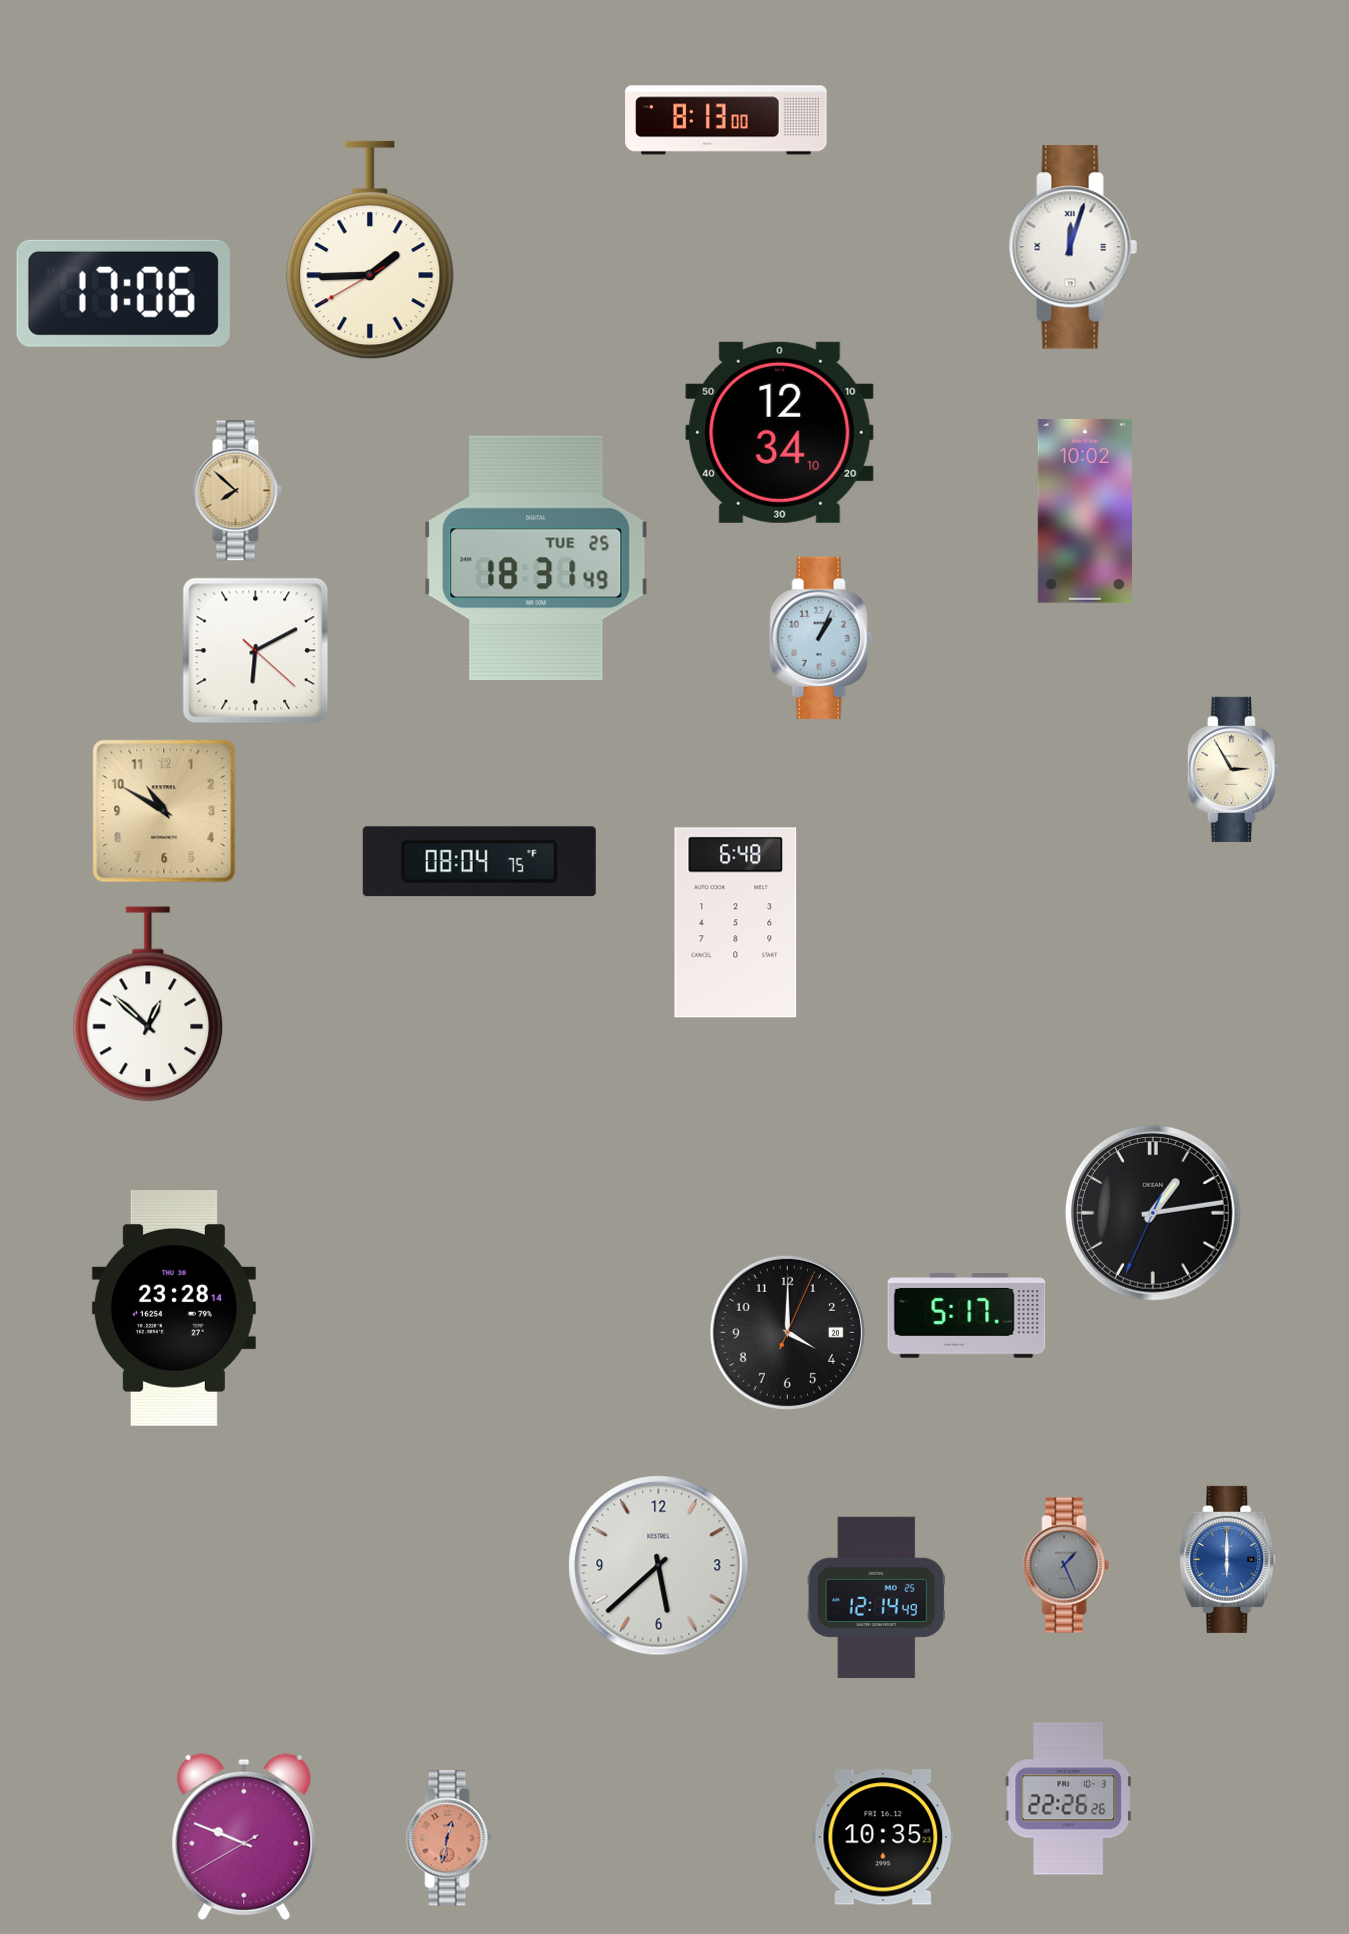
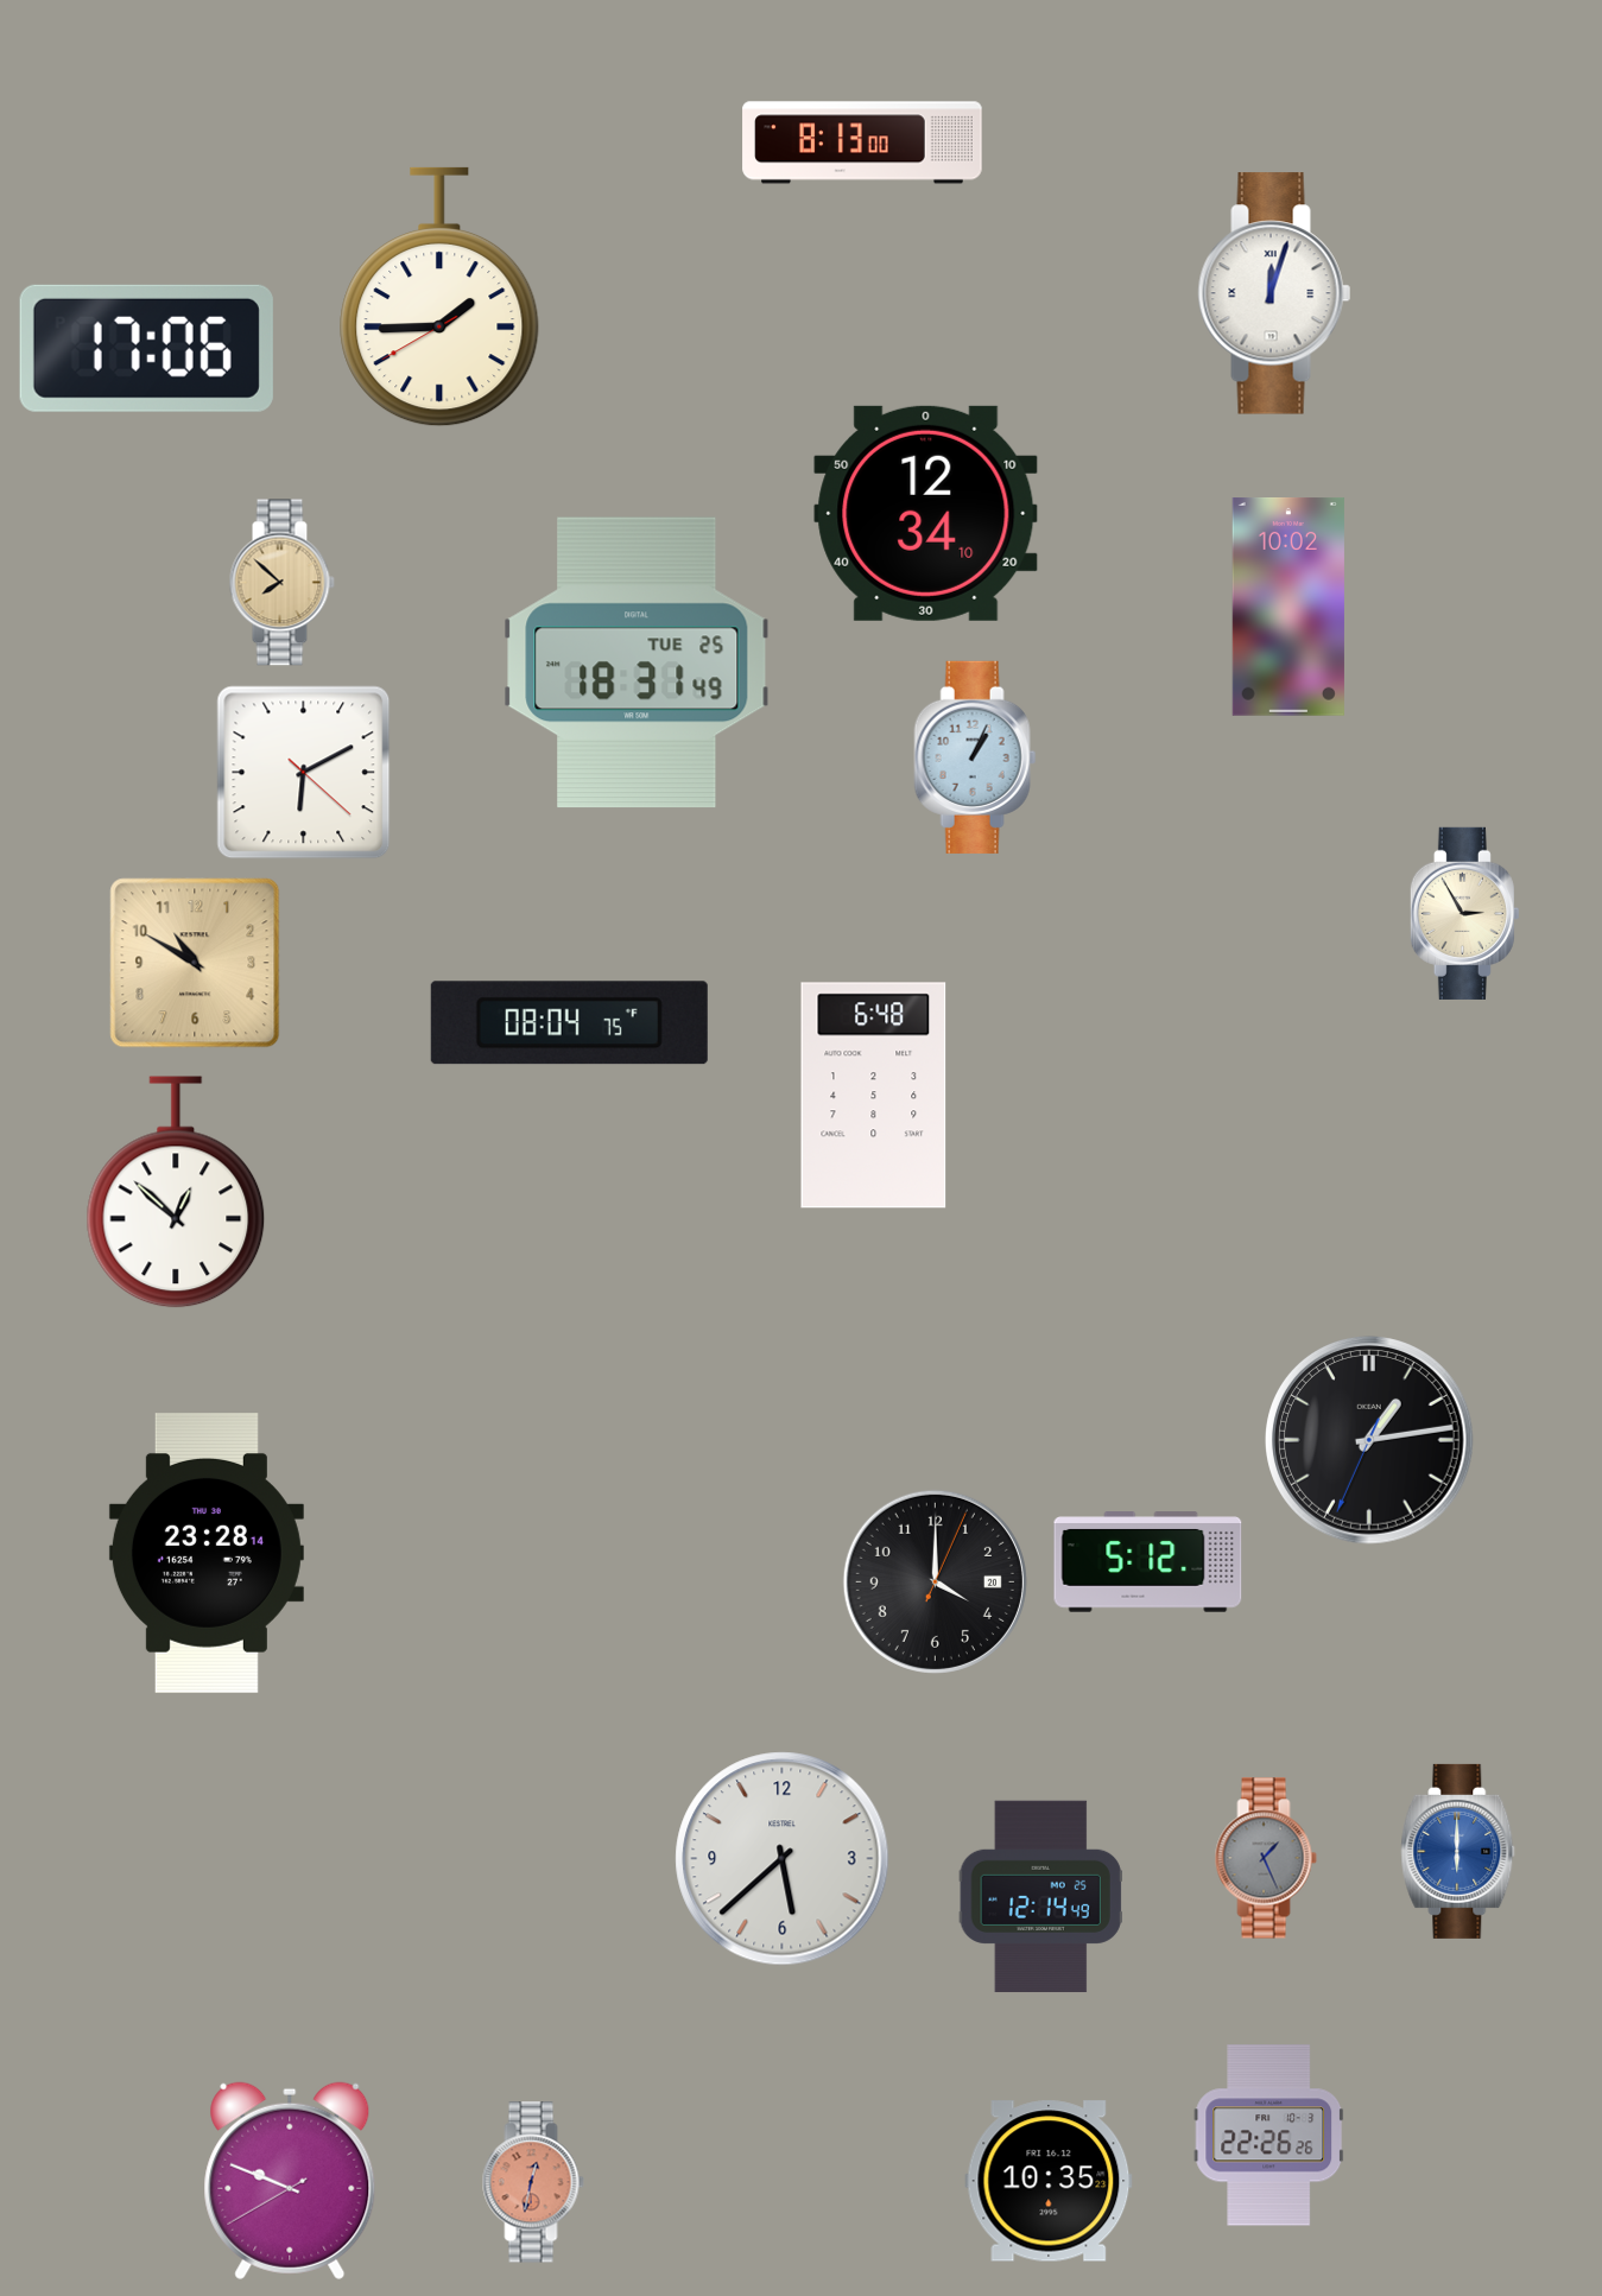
clock at (967, 1316): 5:17 -> 5:12
